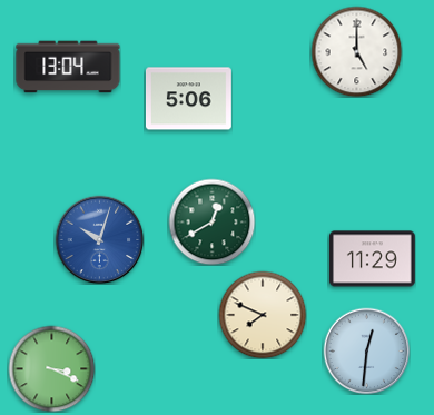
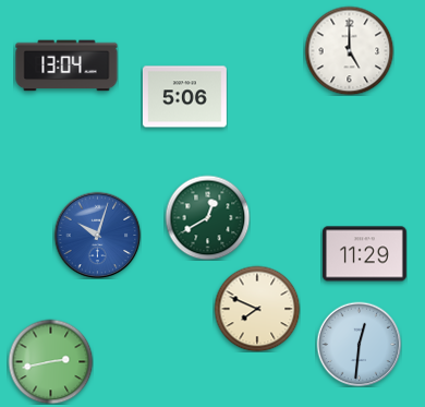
clock at (51, 368): 3:19 -> 2:43
